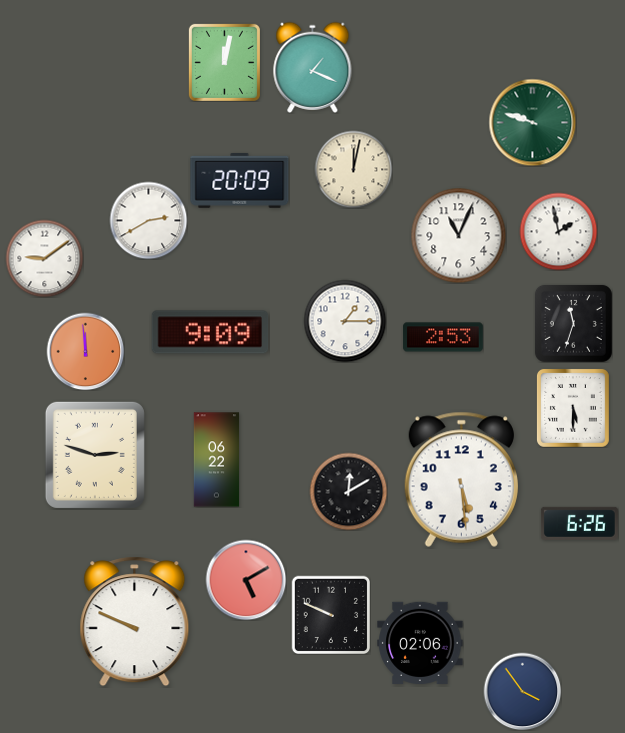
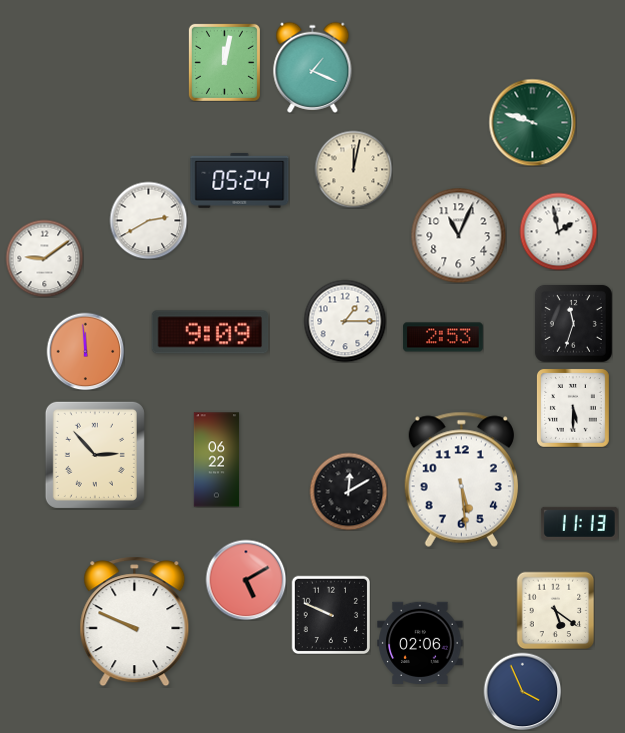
clock at (240, 180): 20:09 -> 05:24
clock at (95, 455): 2:48 -> 2:53
clock at (579, 523): 6:26 -> 11:13
clock at (555, 610): none -> 5:21
clock at (522, 691): 3:54 -> 3:56
